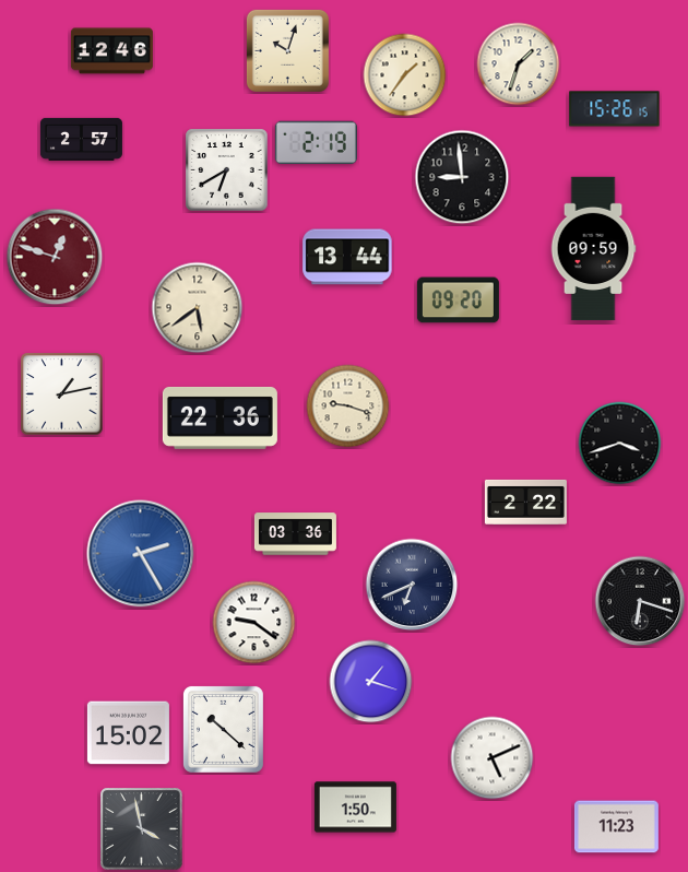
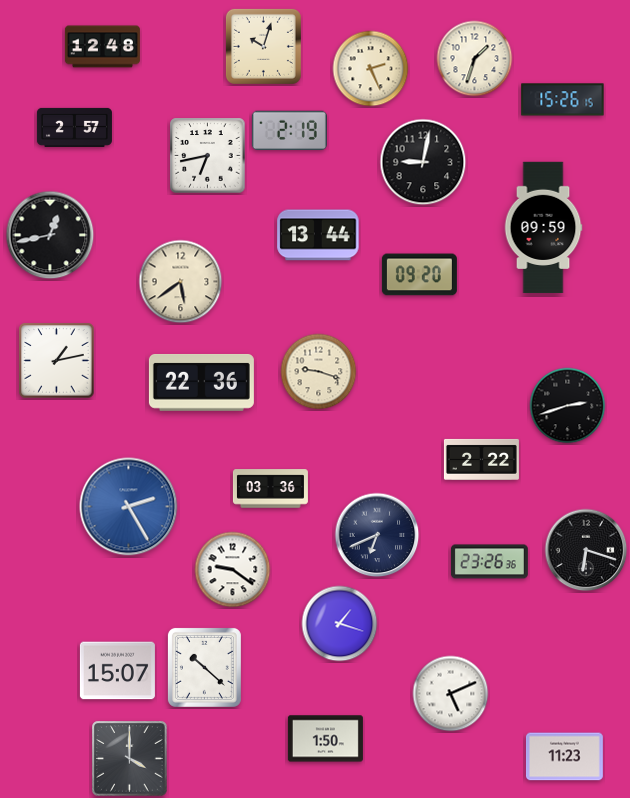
clock at (111, 51): 12:46 -> 12:48
clock at (405, 75): 1:36 -> 2:26
clock at (227, 170): 6:40 -> 6:43
clock at (462, 177): 8:59 -> 9:02
clock at (55, 257): 12:48 -> 12:43
clock at (55, 257) dial: burgundy -> black
clock at (620, 444): 3:42 -> 2:42
clock at (489, 562): none -> 23:26
clock at (128, 733): 15:02 -> 15:07
clock at (142, 829): 3:58 -> 4:00
